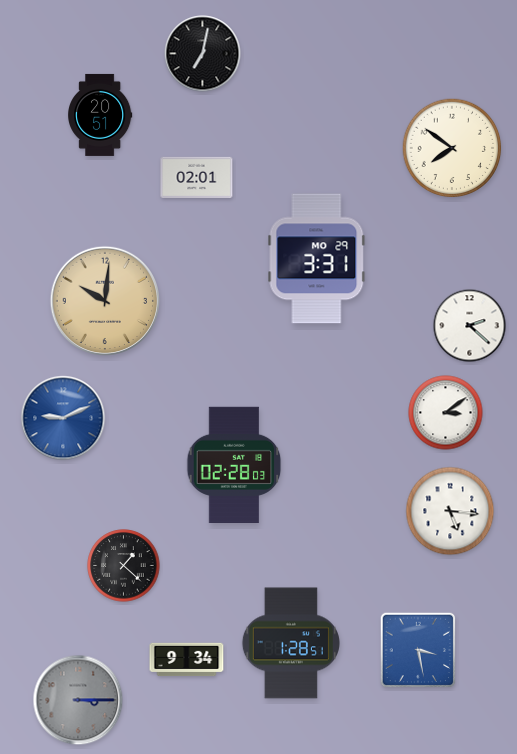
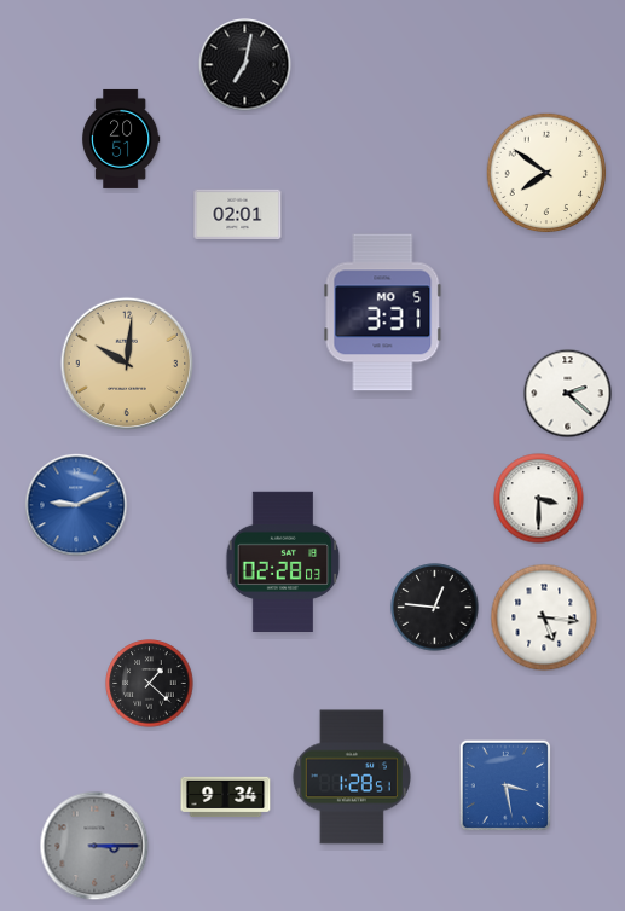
clock at (452, 148) position: (452, 148) -> (546, 173)
clock at (317, 259) date: MO 29 -> MO 5
clock at (446, 413): 3:09 -> 3:30
clock at (435, 608): none -> 12:46
